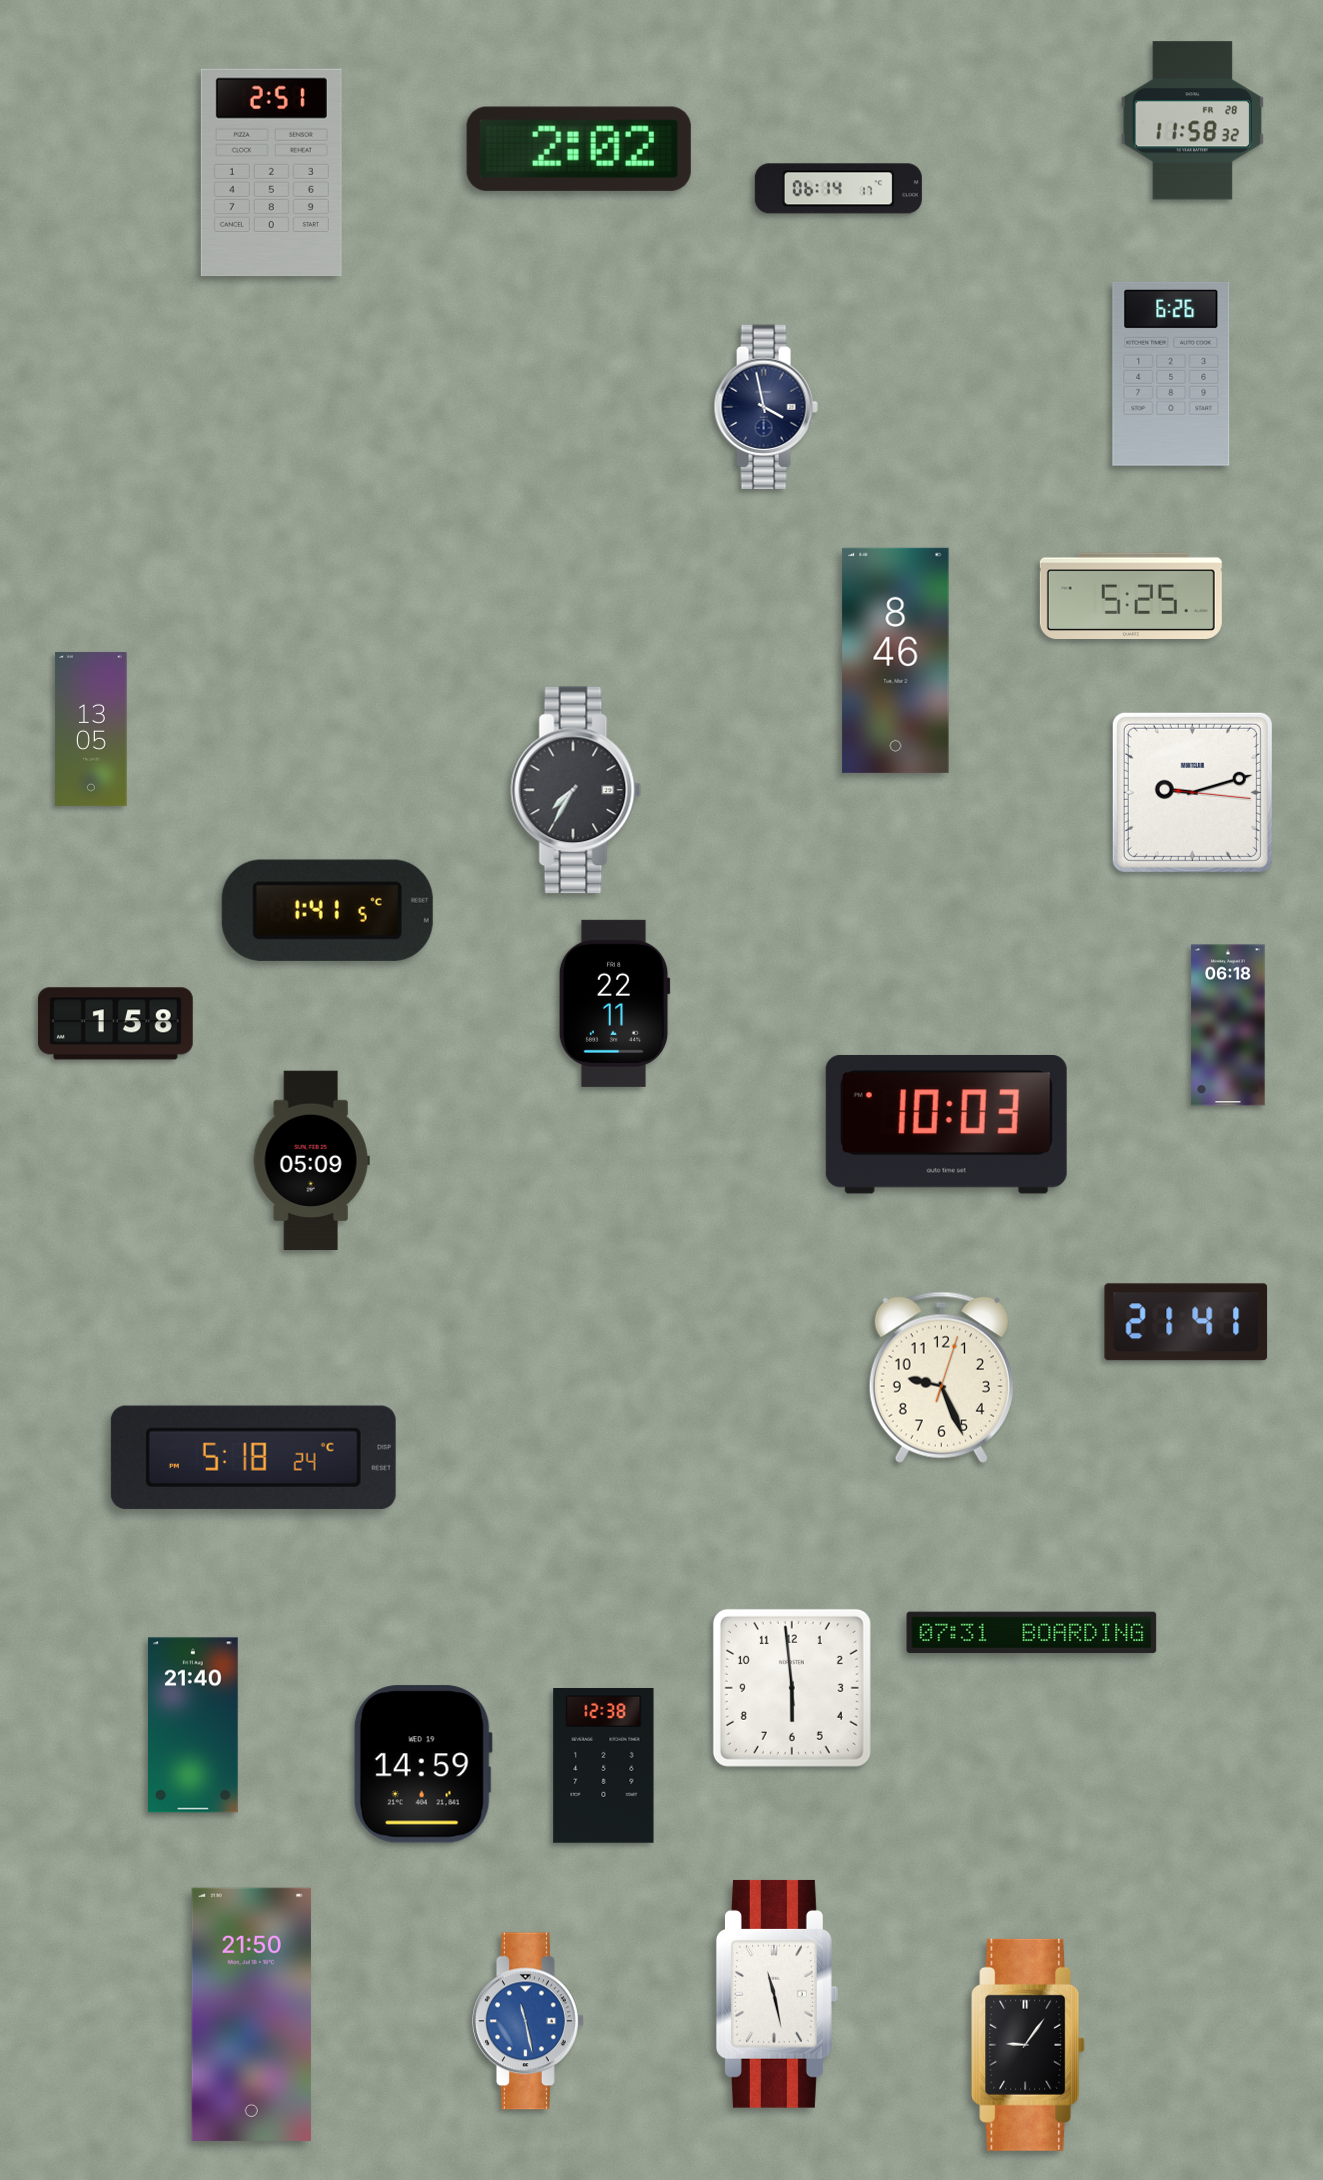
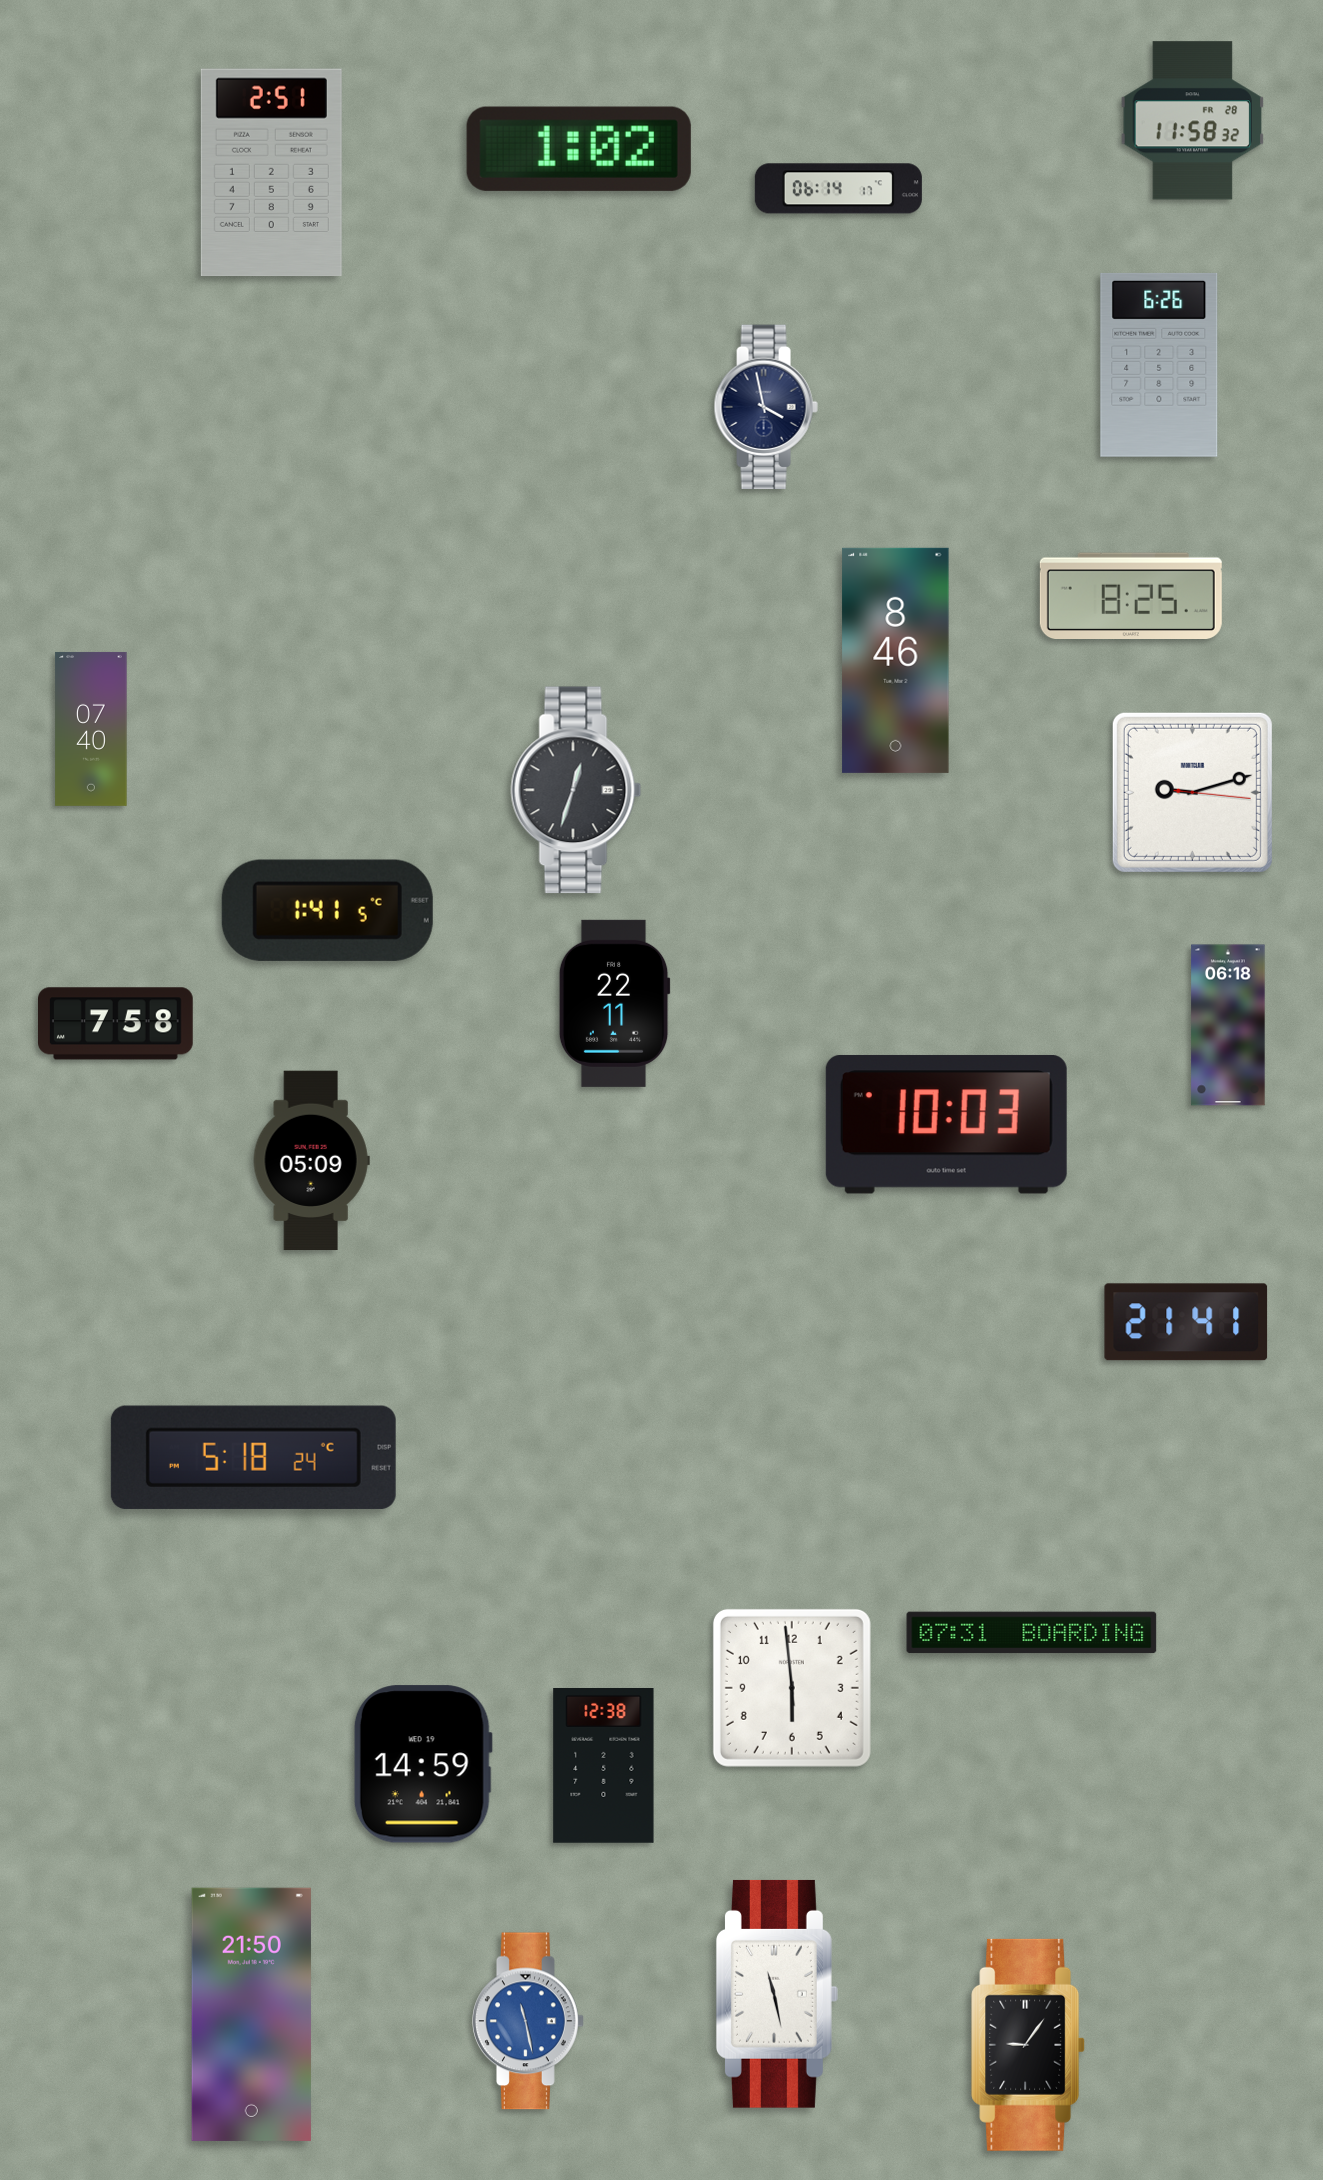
clock at (579, 149): 2:02 -> 1:02
clock at (1171, 374) position: (1171, 374) -> (1159, 365)
clock at (1131, 595): 5:25 -> 8:25
clock at (91, 729): 13:05 -> 07:40
clock at (576, 790): 7:35 -> 12:33
clock at (116, 1024): 1:58 -> 7:58
clock at (941, 1377): 9:26 -> none
clock at (194, 1725): 21:40 -> none
